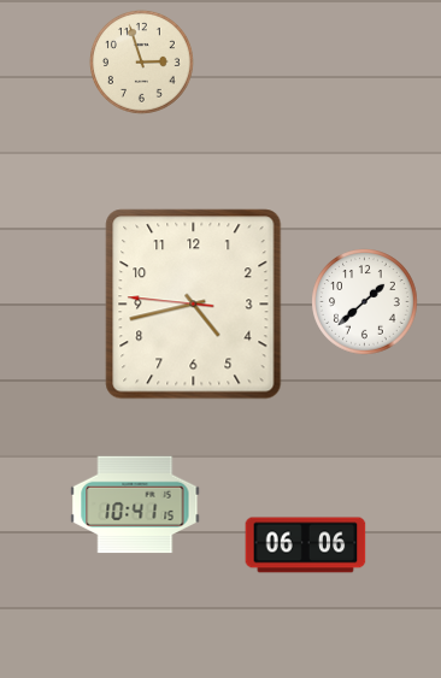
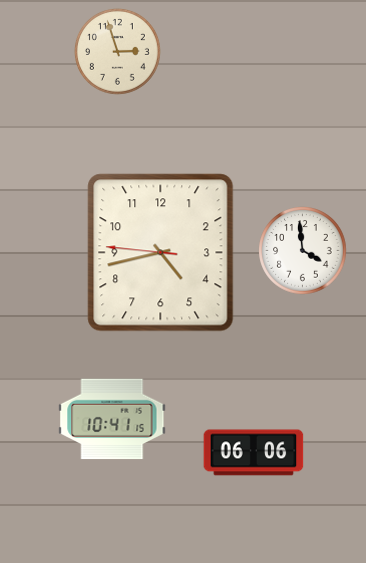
clock at (365, 302): 1:38 -> 3:59
